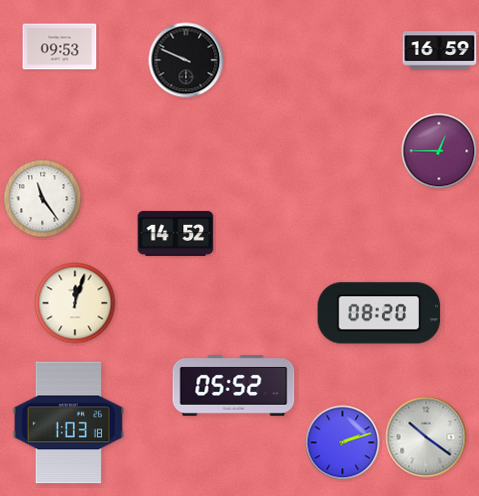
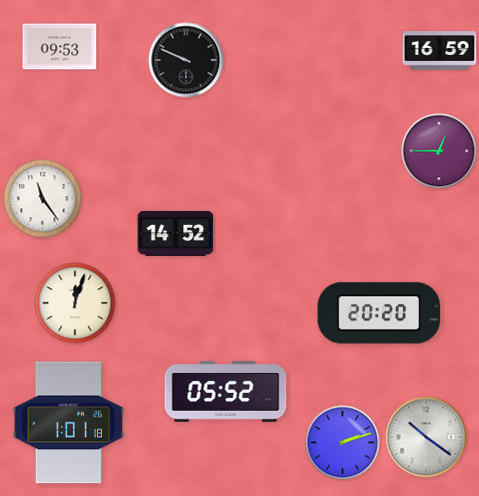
clock at (379, 313): 08:20 -> 20:20
clock at (234, 385) position: (234, 385) -> (226, 391)
clock at (69, 423): 1:03 -> 1:01
